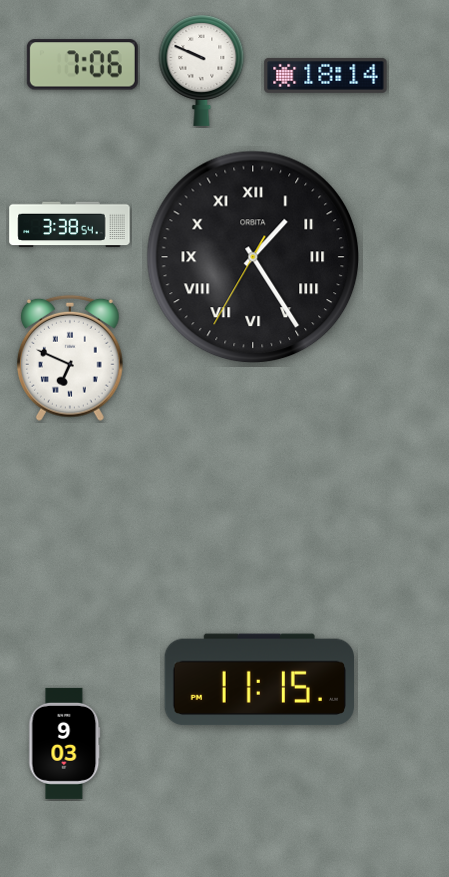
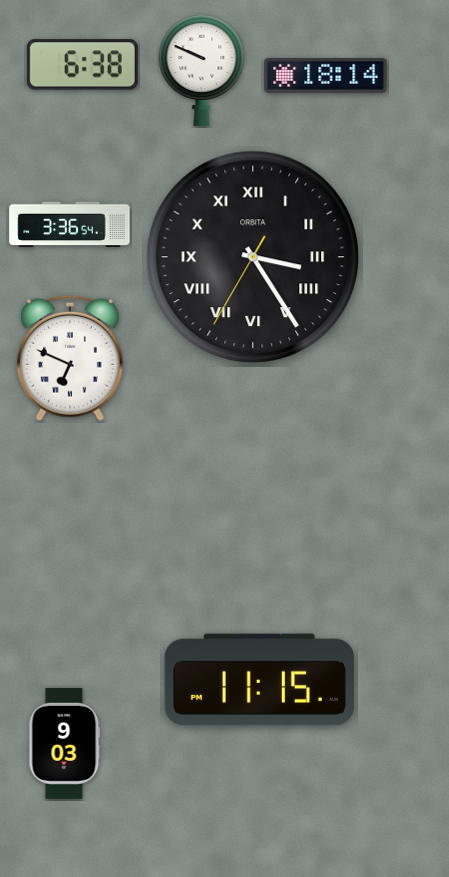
clock at (82, 65): 7:06 -> 6:38
clock at (70, 225): 3:38 -> 3:36
clock at (253, 257): 1:24 -> 3:24
